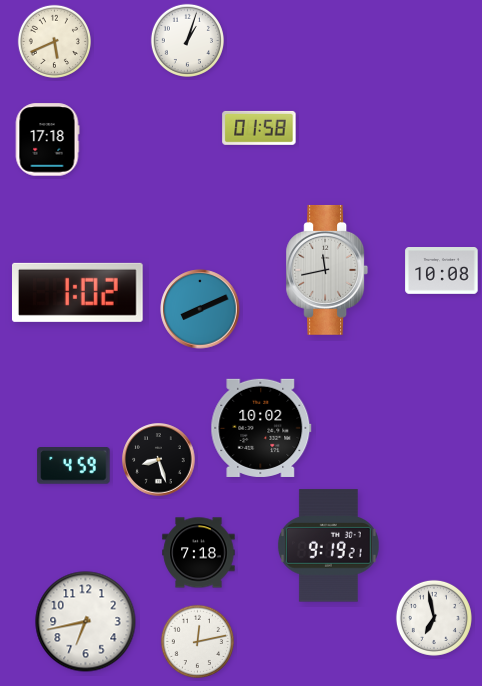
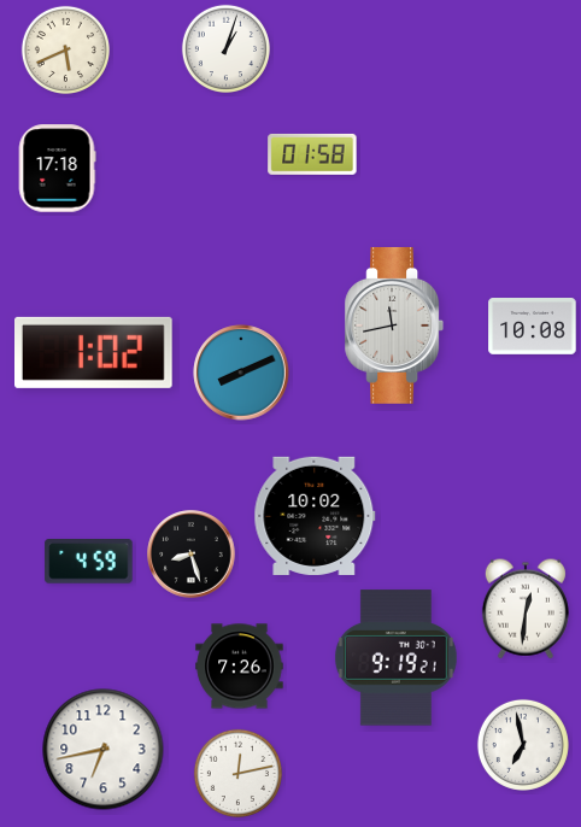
clock at (526, 609): none -> 12:31
clock at (199, 553): 7:18 -> 7:26
